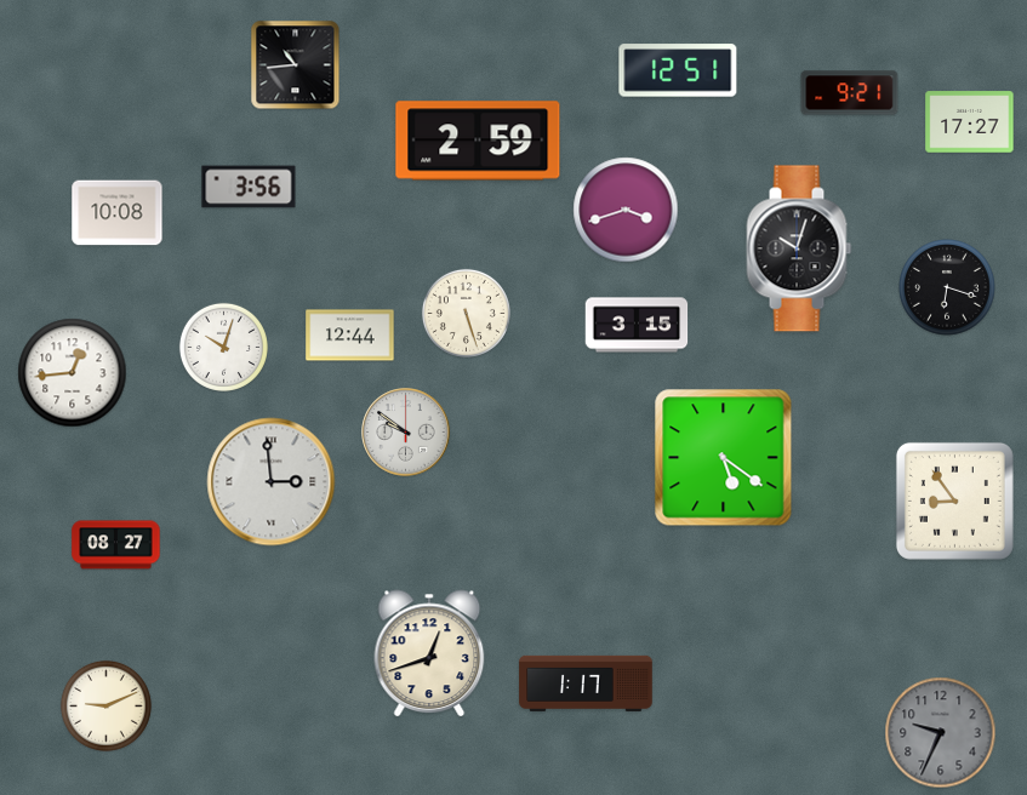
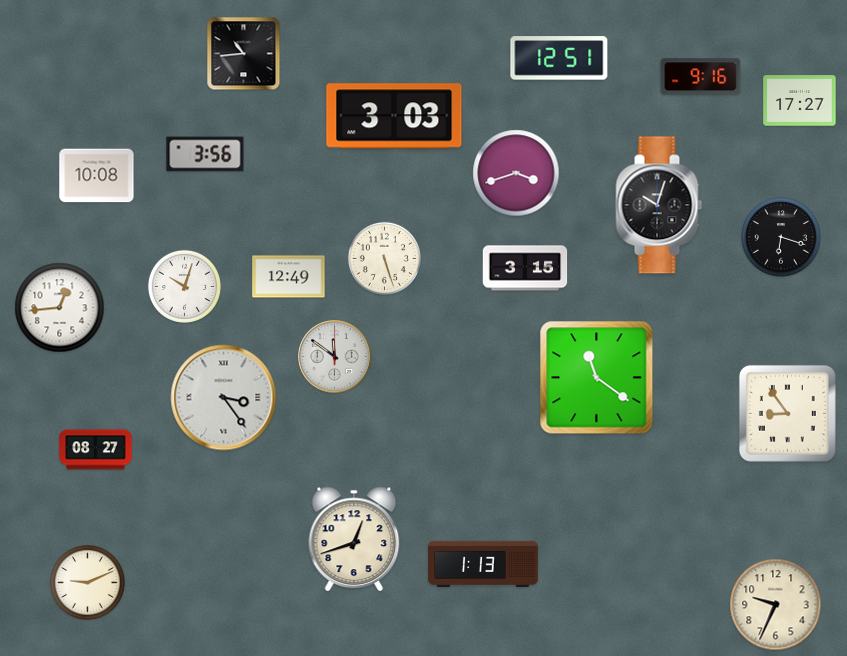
clock at (850, 93): 9:21 -> 9:16
clock at (478, 141): 2:59 -> 3:03
clock at (350, 336): 12:44 -> 12:49
clock at (406, 433): 9:51 -> 11:51
clock at (724, 458): 5:21 -> 11:21
clock at (272, 482): 2:59 -> 3:24
clock at (586, 684): 1:17 -> 1:13
clock at (941, 733) dial: grey -> cream
